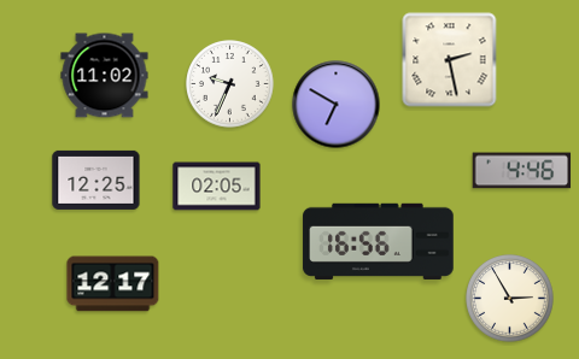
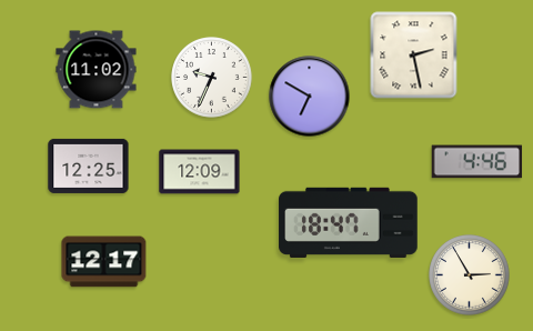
clock at (522, 171) position: (522, 171) -> (477, 162)
clock at (217, 187): 02:05 -> 12:09
clock at (379, 241): 16:56 -> 18:47
